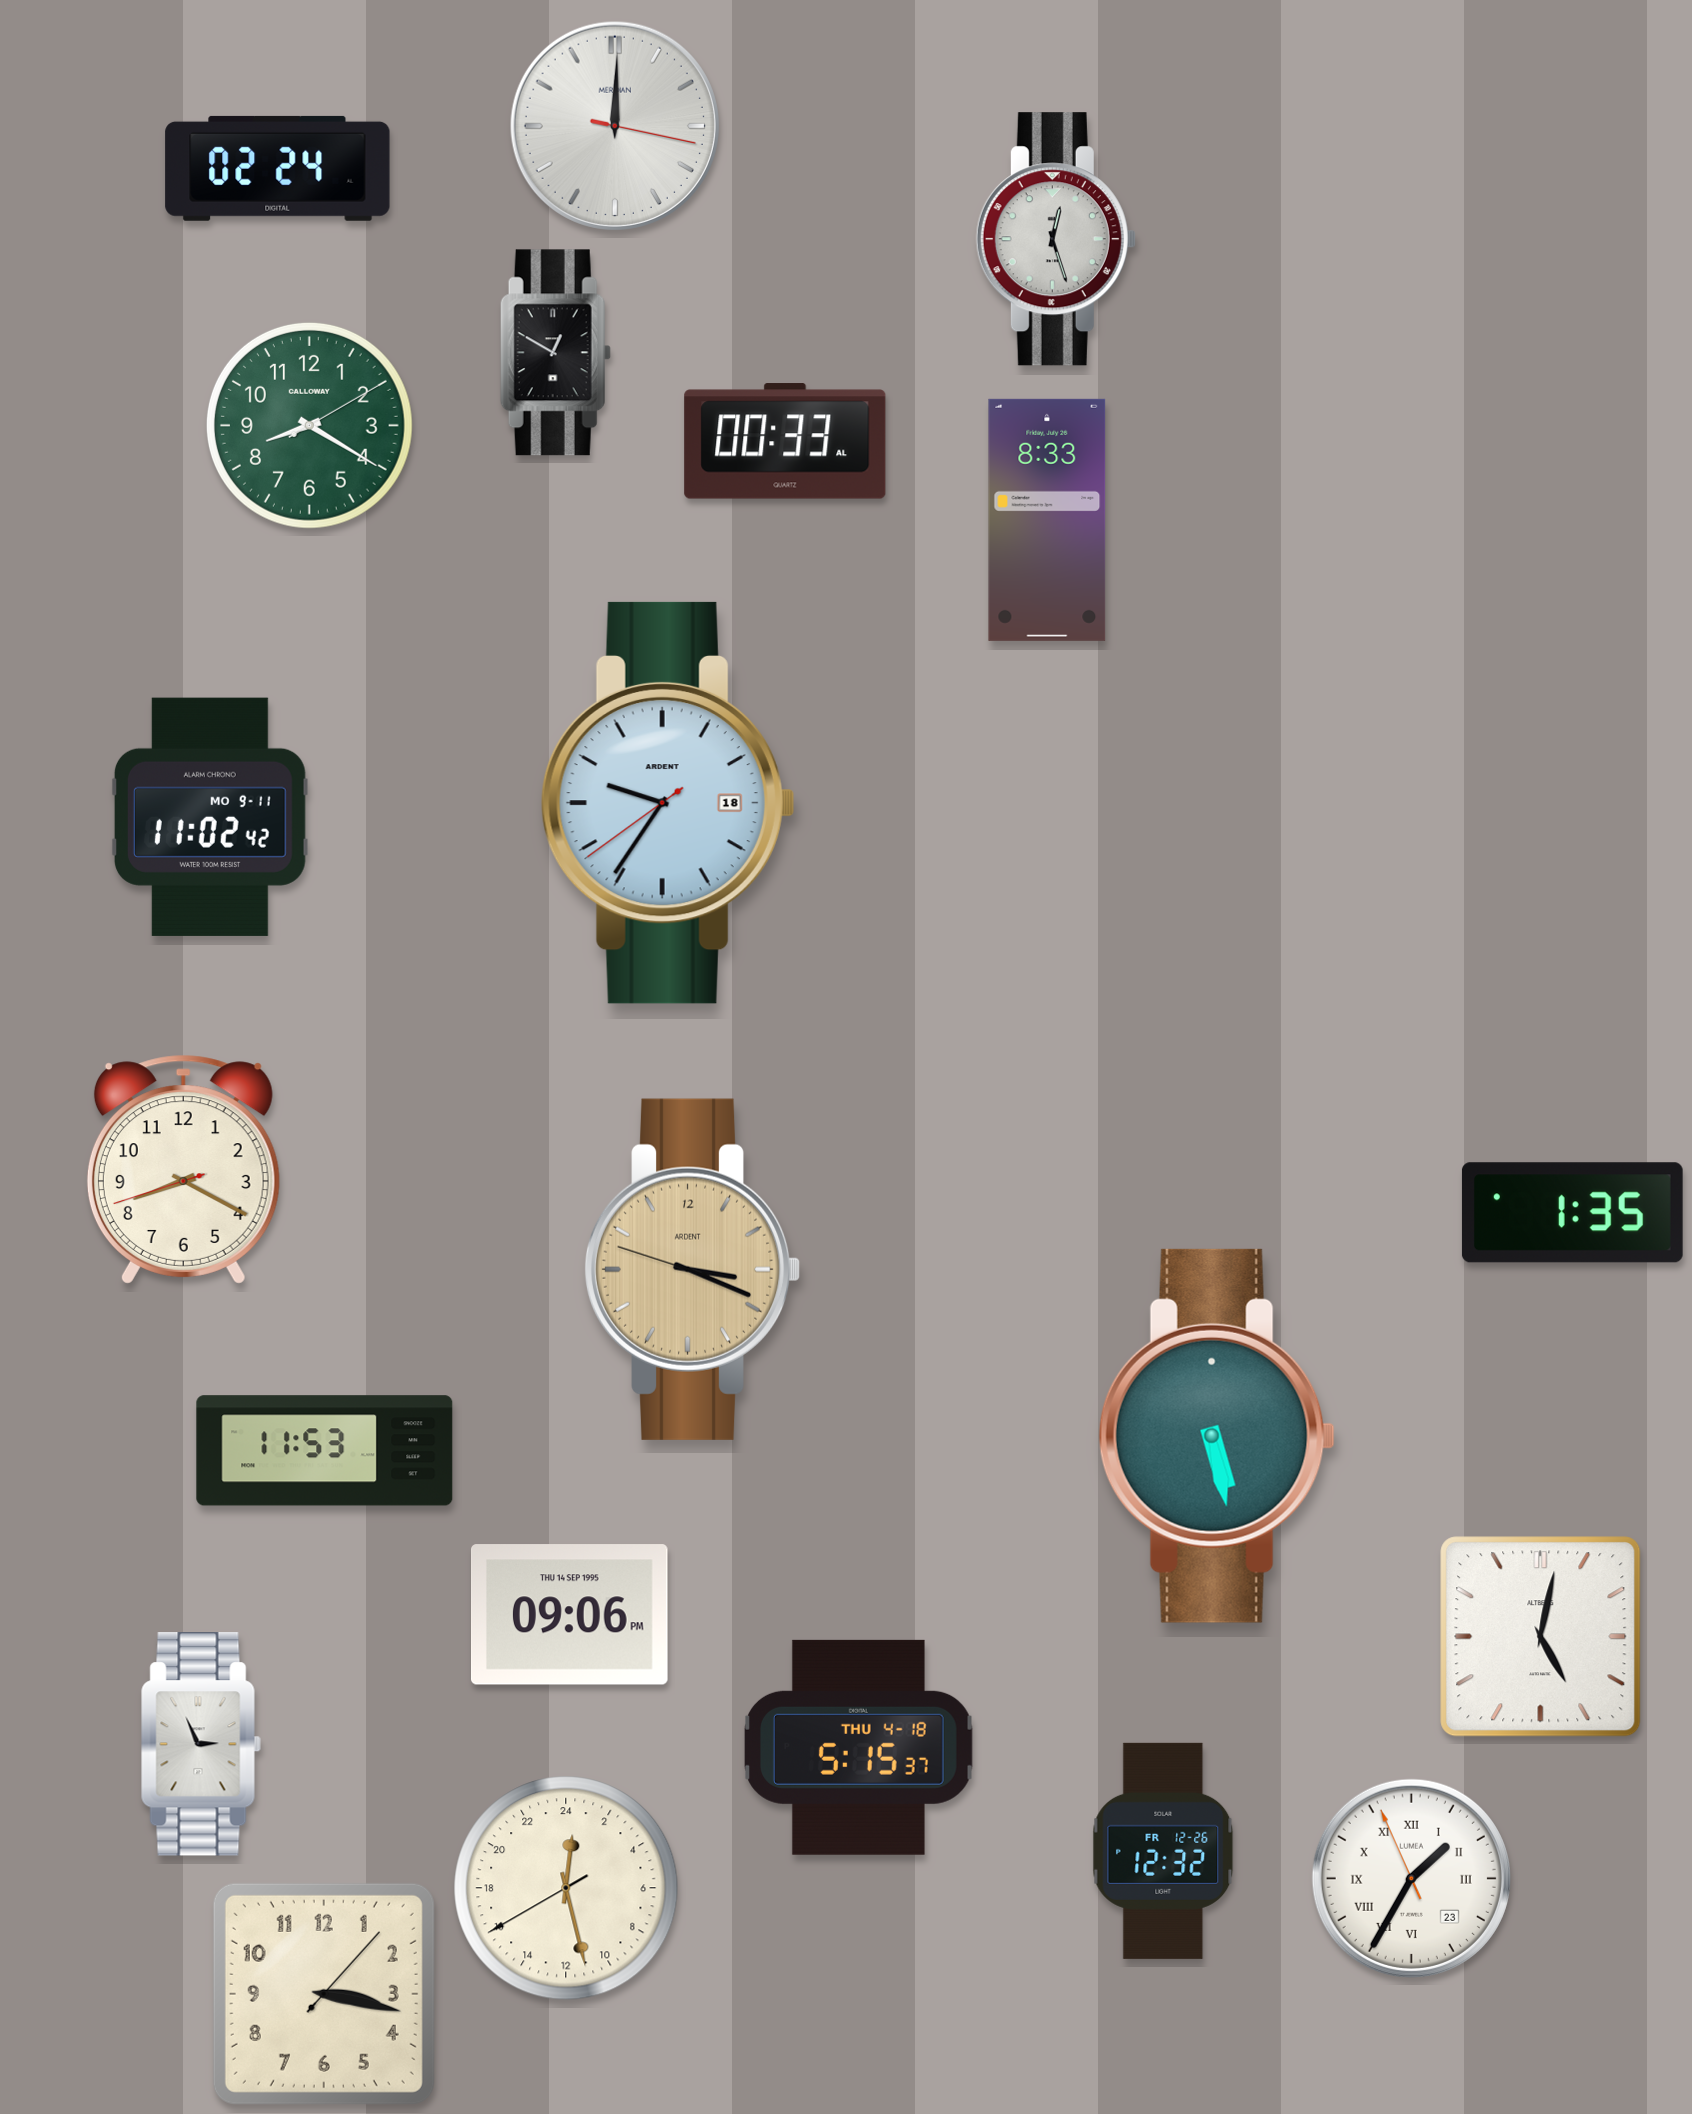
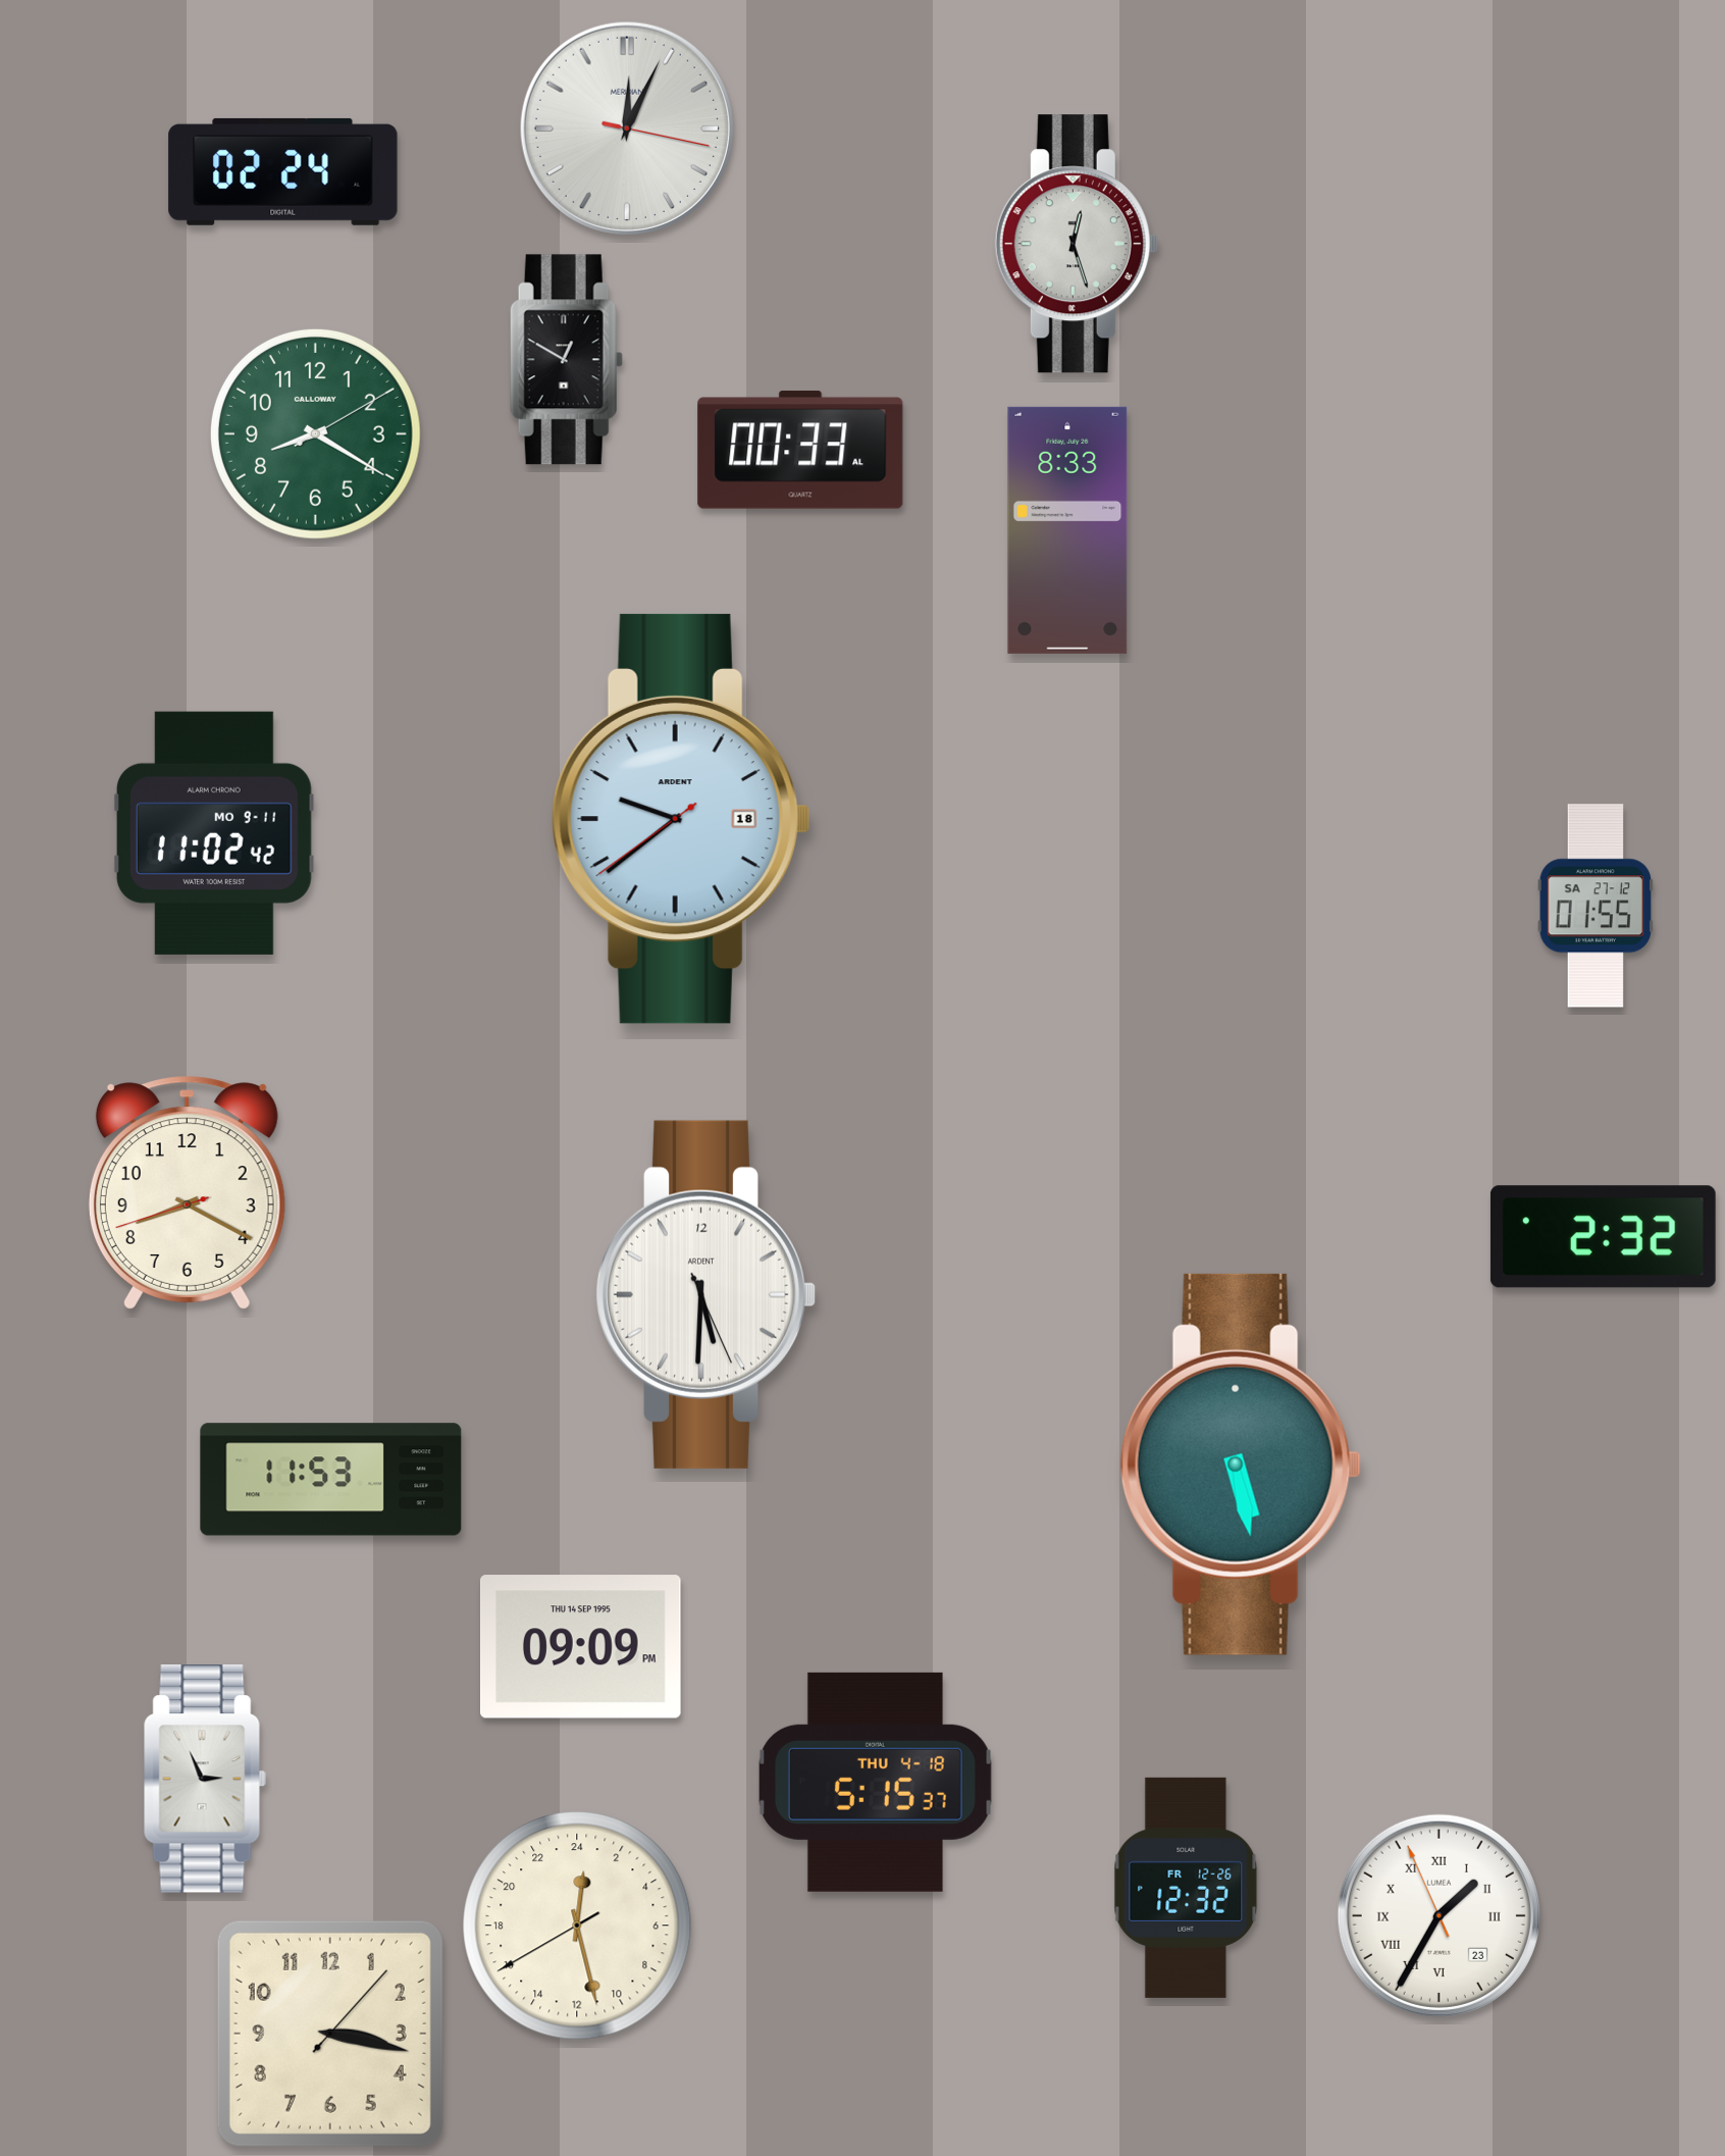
clock at (615, 126): 12:00 -> 12:04
clock at (668, 803): 9:35 -> 9:38
clock at (1596, 906): none -> 01:55
clock at (1572, 1213): 1:35 -> 2:32
clock at (692, 1269): 3:18 -> 5:30
clock at (692, 1269) dial: champagne -> white
clock at (570, 1615): 09:06 -> 09:09
clock at (1541, 1637): 5:02 -> none
